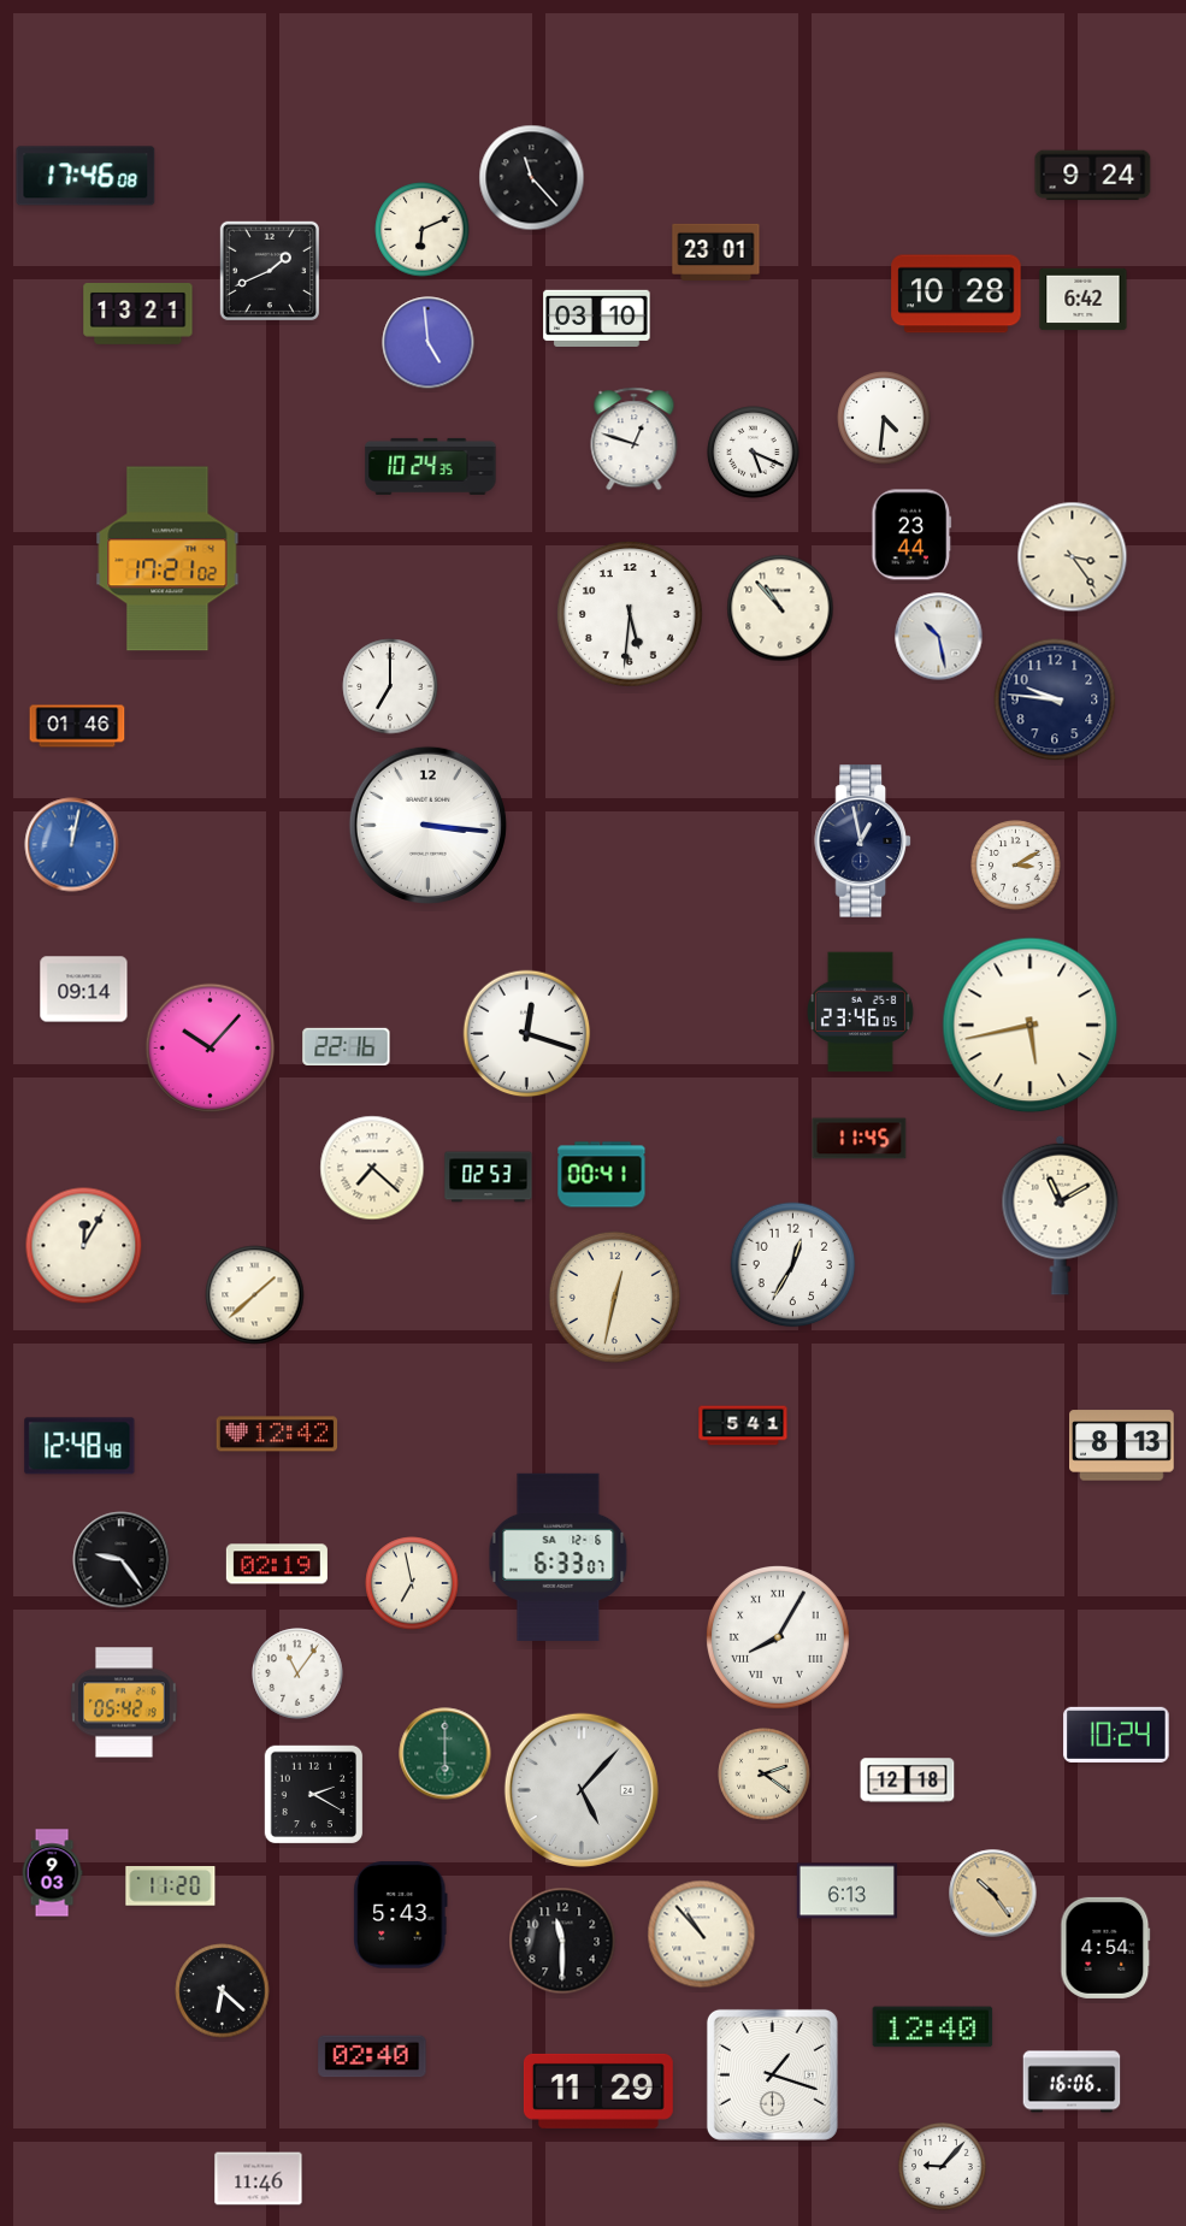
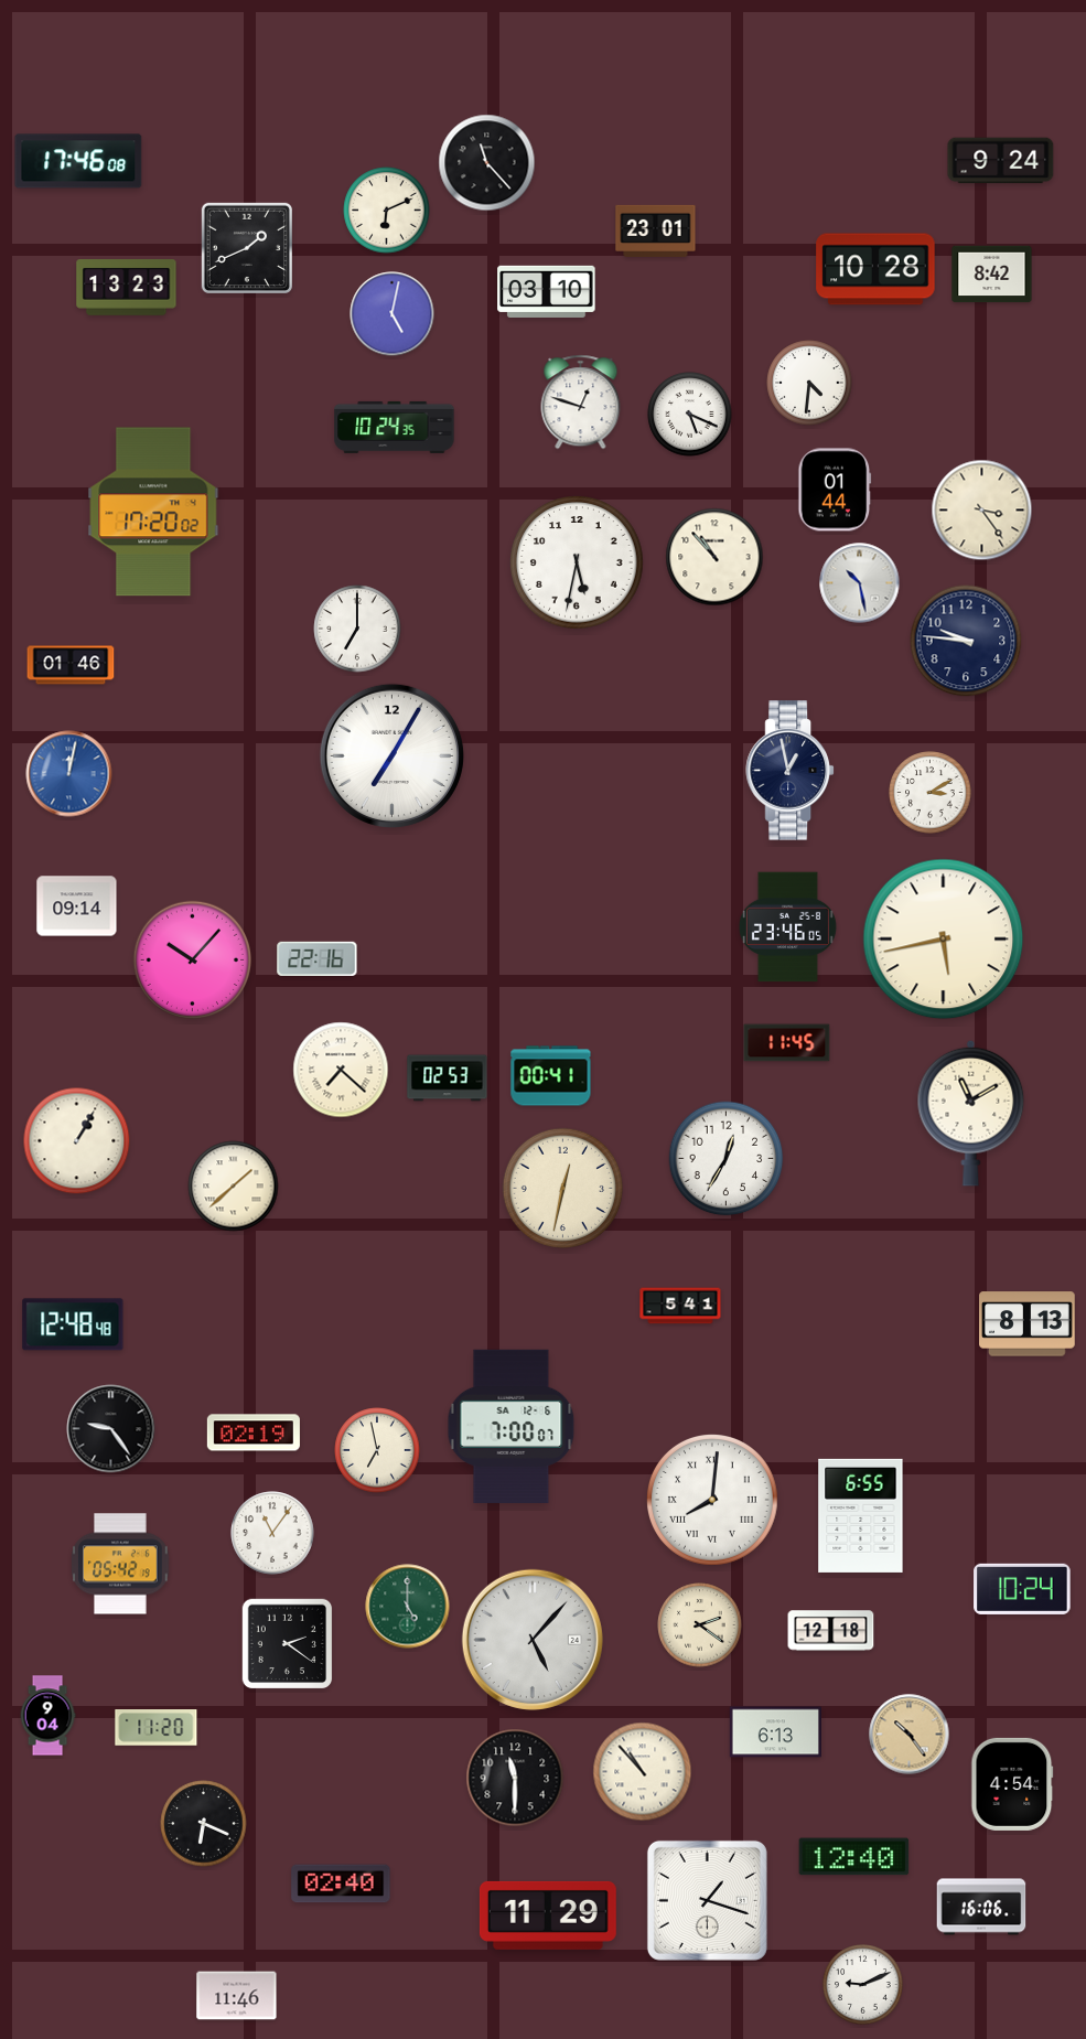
clock at (1084, 300): 6:42 -> 8:42
clock at (138, 314): 13:21 -> 13:23
clock at (429, 343): 4:59 -> 5:02
clock at (911, 535): 23:44 -> 01:44
clock at (167, 559): 17:21 -> 17:20
clock at (630, 614): 5:31 -> 5:32
clock at (427, 825): 3:16 -> 7:05
clock at (72, 845) position: (72, 845) -> (69, 774)
clock at (527, 1034): 12:18 -> none
clock at (84, 1246): 12:05 -> 1:05
clock at (277, 1434): 12:42 -> none
clock at (559, 1557): 6:33 -> 7:00
clock at (779, 1638): 8:05 -> 8:01
clock at (861, 1515): none -> 6:55
clock at (124, 1702) position: (124, 1702) -> (120, 1564)
clock at (446, 1754): 6:00 -> 5:00
clock at (314, 1795): 2:20 -> 2:21
clock at (52, 1873): 9:03 -> 9:04
clock at (401, 1915): 5:43 -> none
clock at (223, 1991): 6:22 -> 6:19
clock at (943, 2167): 9:07 -> 9:11
